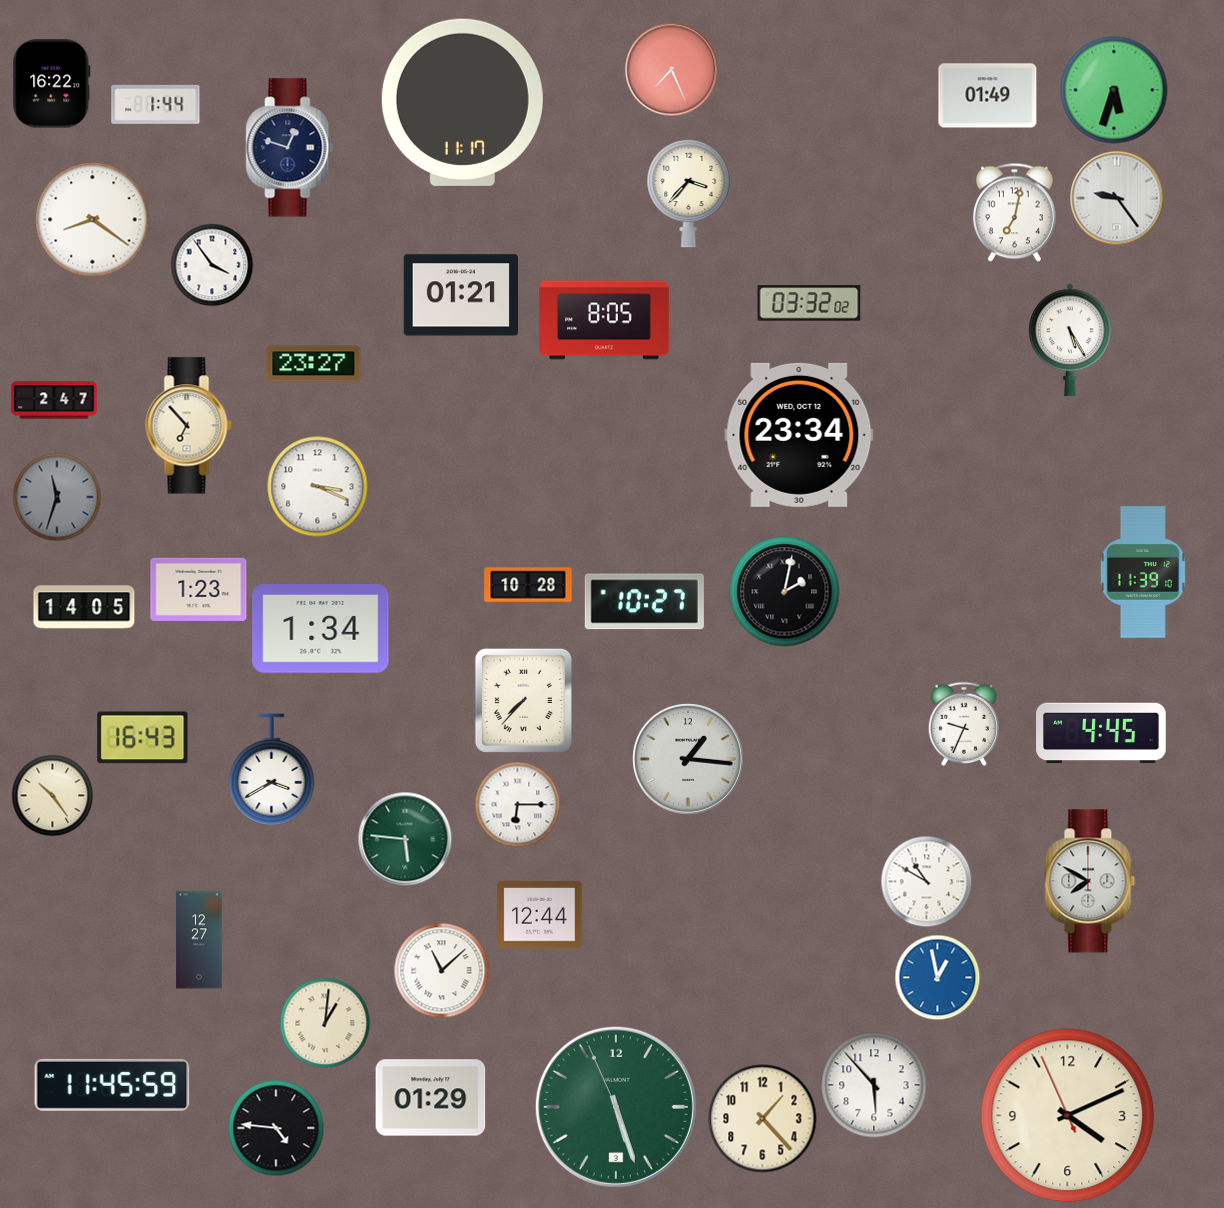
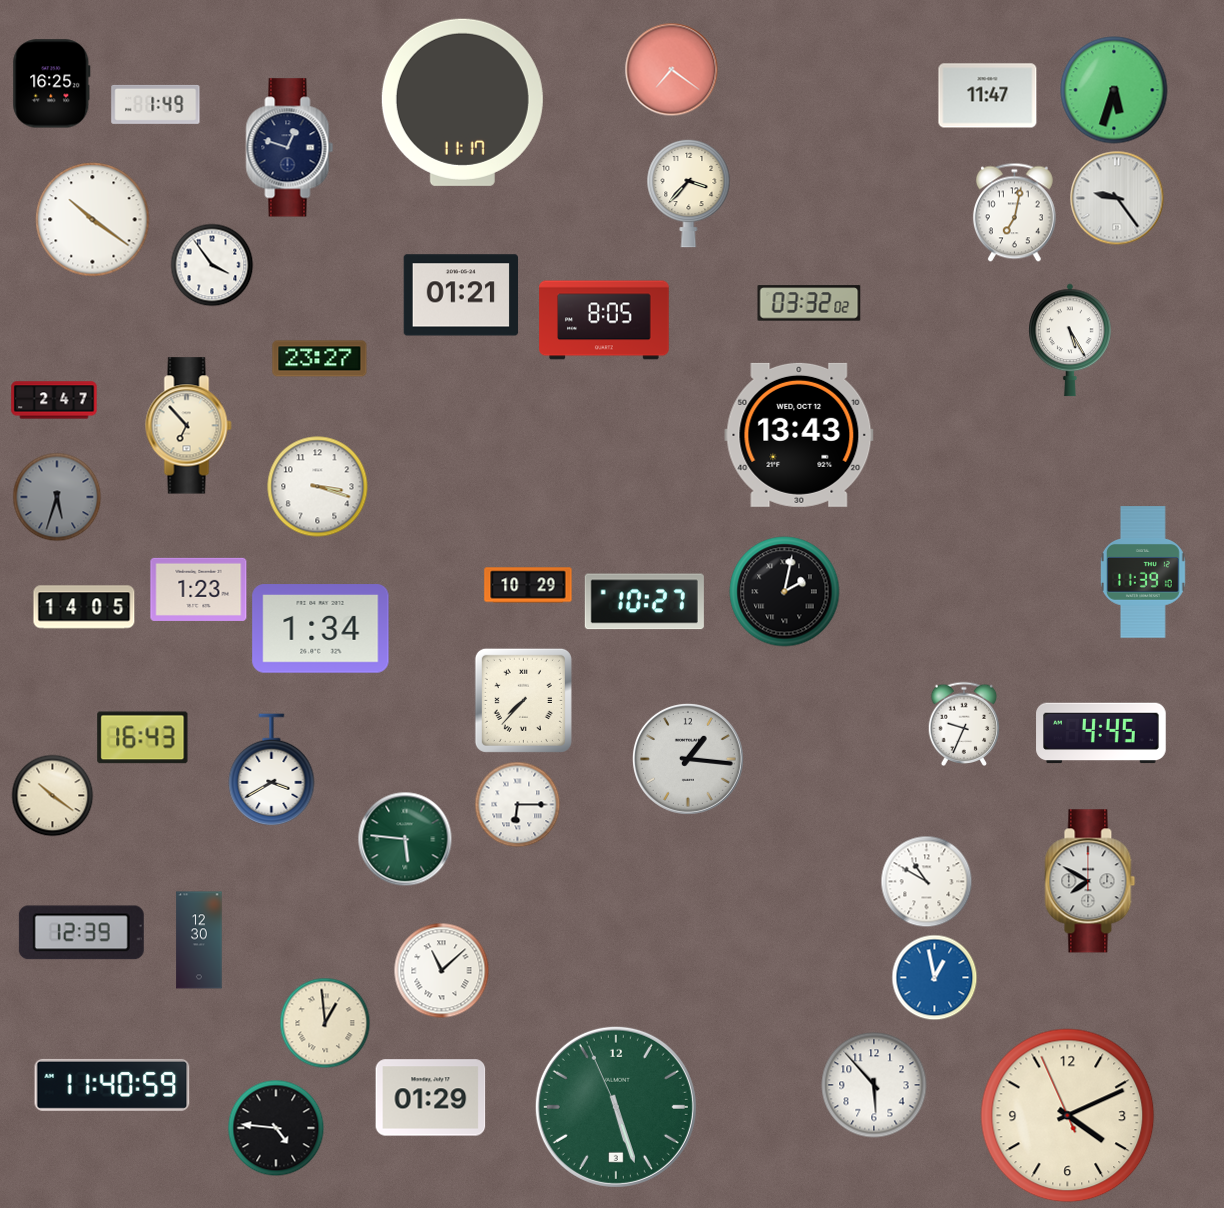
clock at (671, 69): 7:26 -> 7:21
clock at (52, 84): 16:22 -> 16:25
clock at (988, 96): 01:49 -> 11:47
clock at (156, 104): 1:44 -> 1:49
clock at (93, 220): 8:21 -> 10:21
clock at (314, 364) position: (314, 364) -> (320, 359)
clock at (799, 435): 23:34 -> 13:43
clock at (318, 487): 3:19 -> 3:18
clock at (57, 497): 11:33 -> 5:33
clock at (528, 585): 10:28 -> 10:29
clock at (52, 795): 10:24 -> 10:21
clock at (540, 915): 12:44 -> none
clock at (81, 933): none -> 12:39
clock at (199, 940): 12:27 -> 12:30
clock at (937, 977) position: (937, 977) -> (934, 977)
clock at (325, 1023): 1:01 -> 12:59
clock at (112, 1085): 11:45 -> 11:40
clock at (763, 1119): 1:23 -> none
